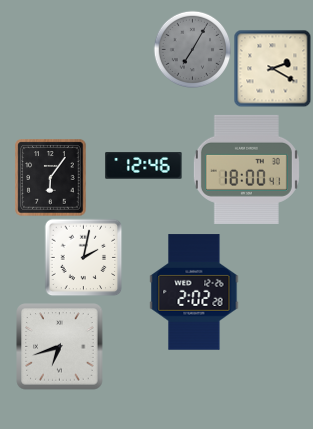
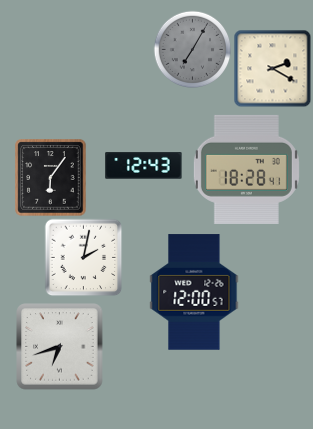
clock at (144, 166): 12:46 -> 12:43
clock at (246, 169): 18:00 -> 18:28
clock at (194, 292): 2:02 -> 12:00
